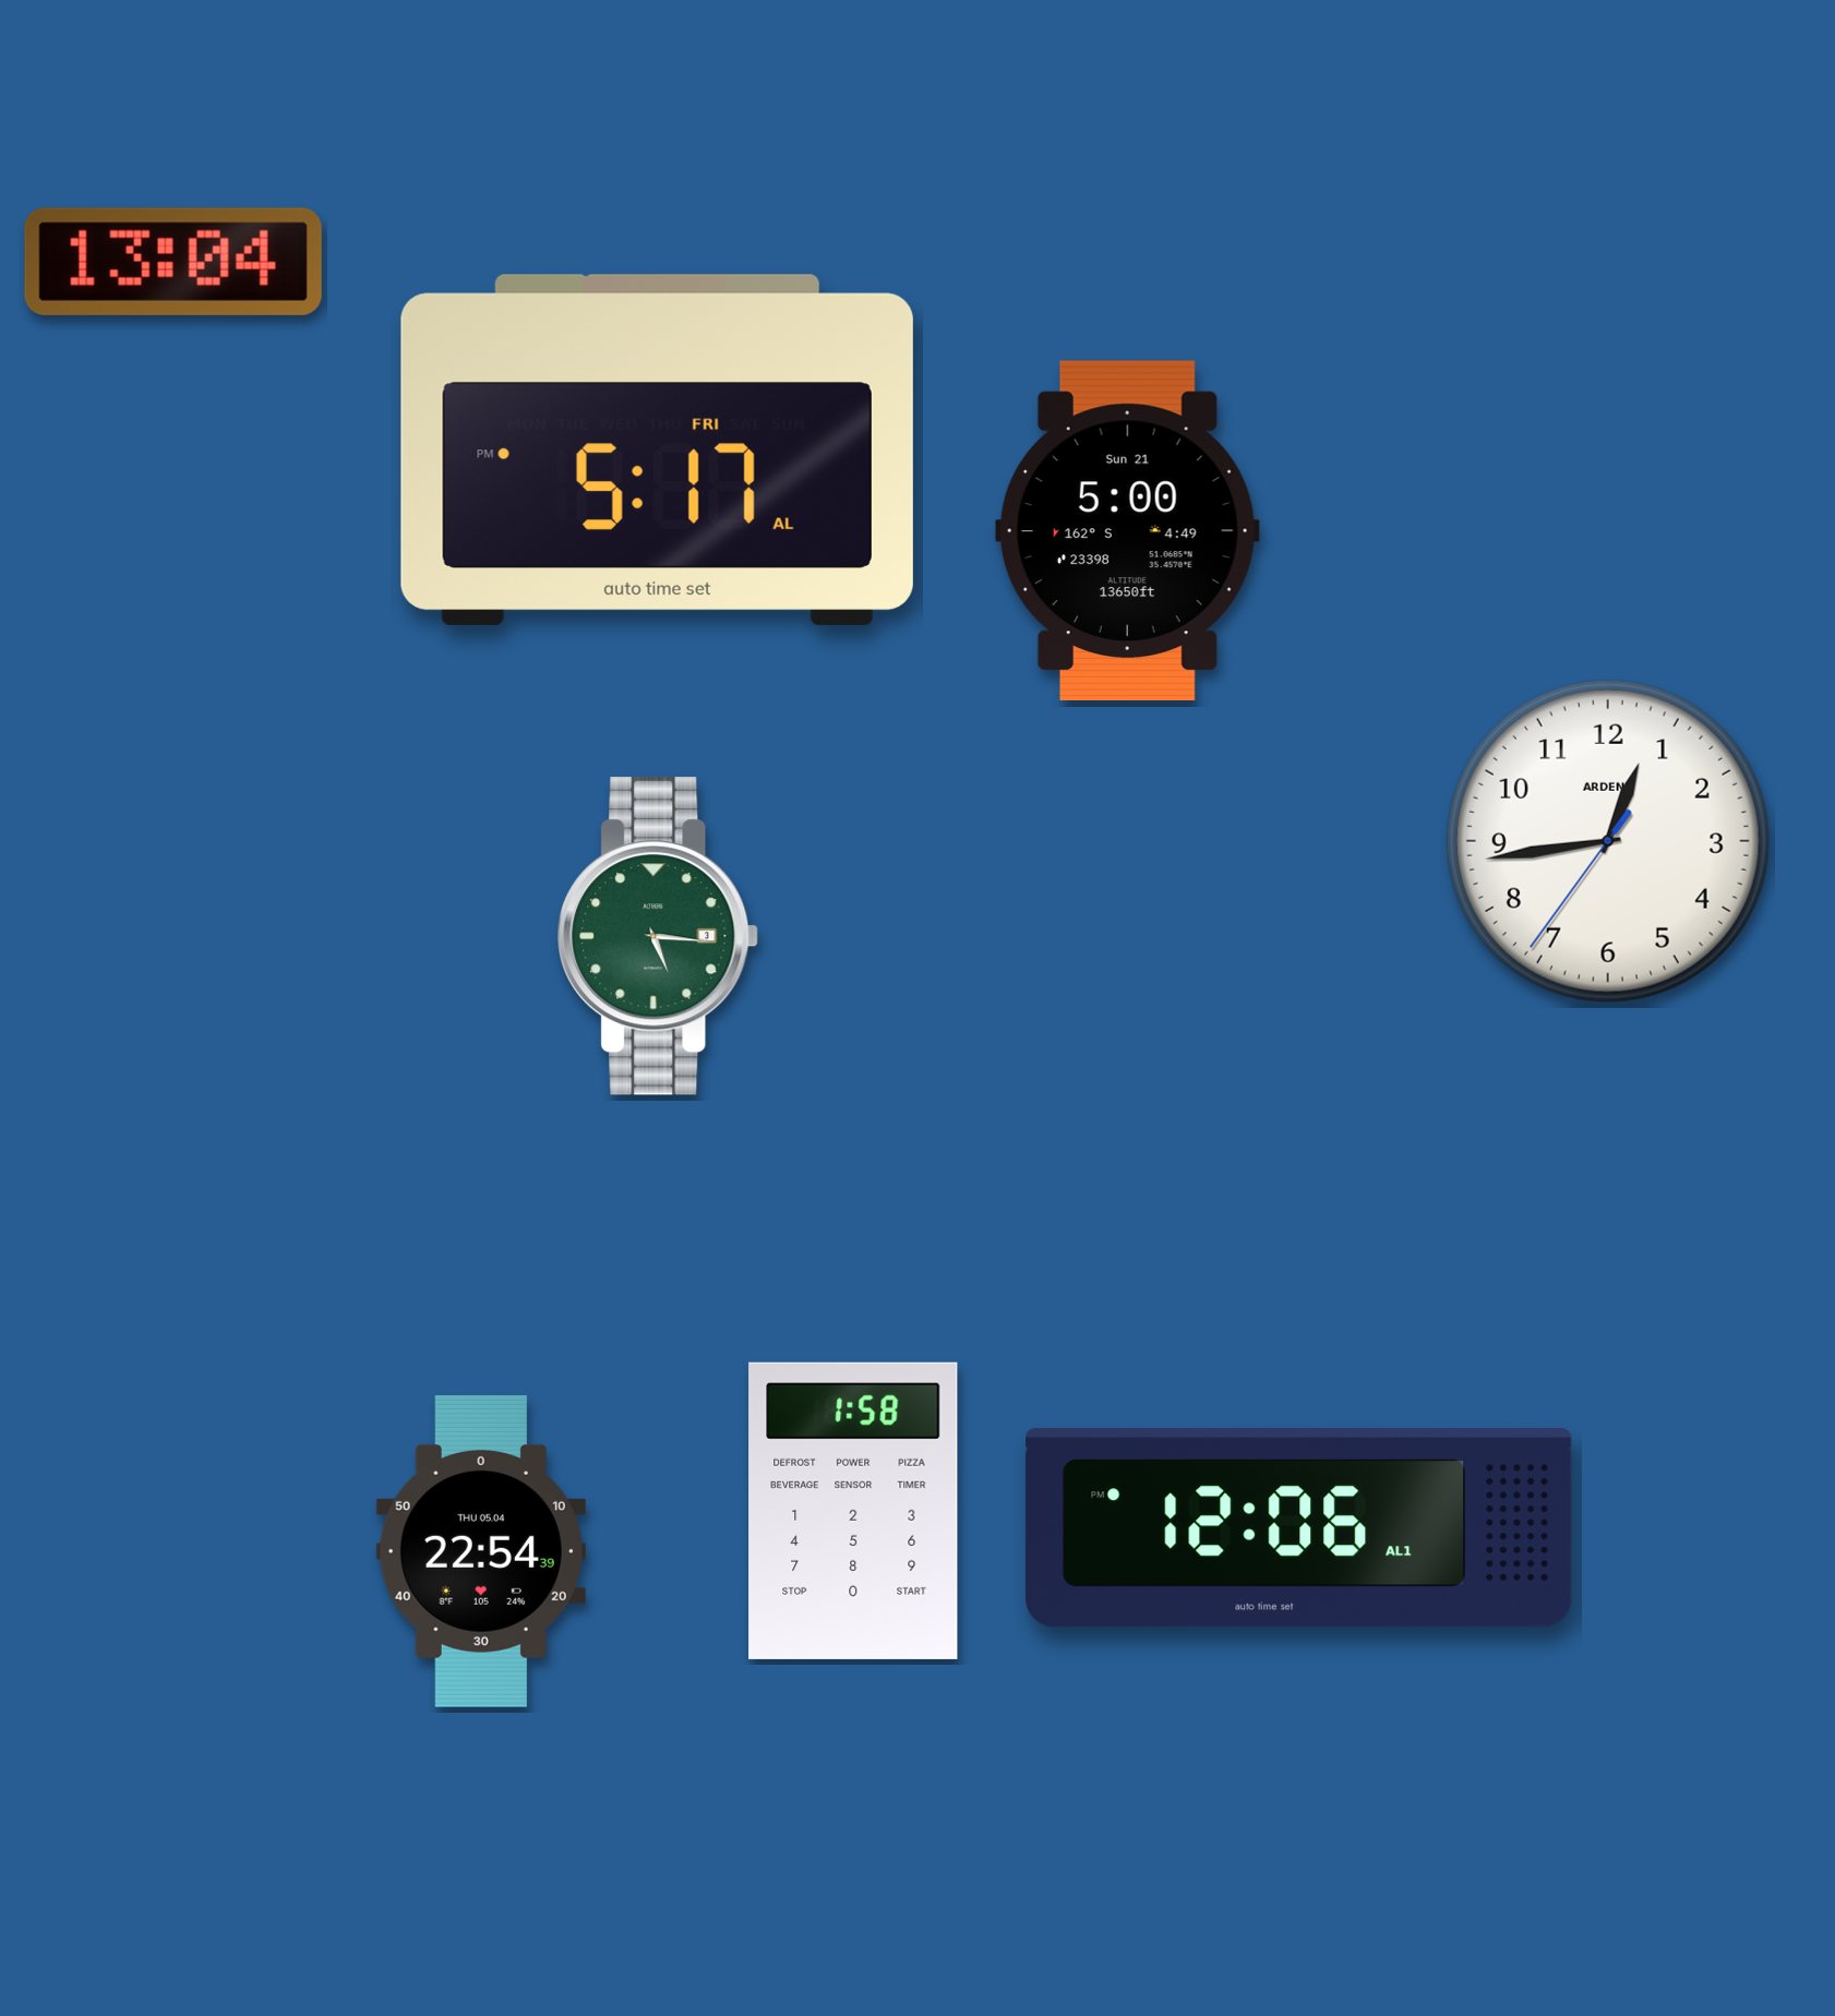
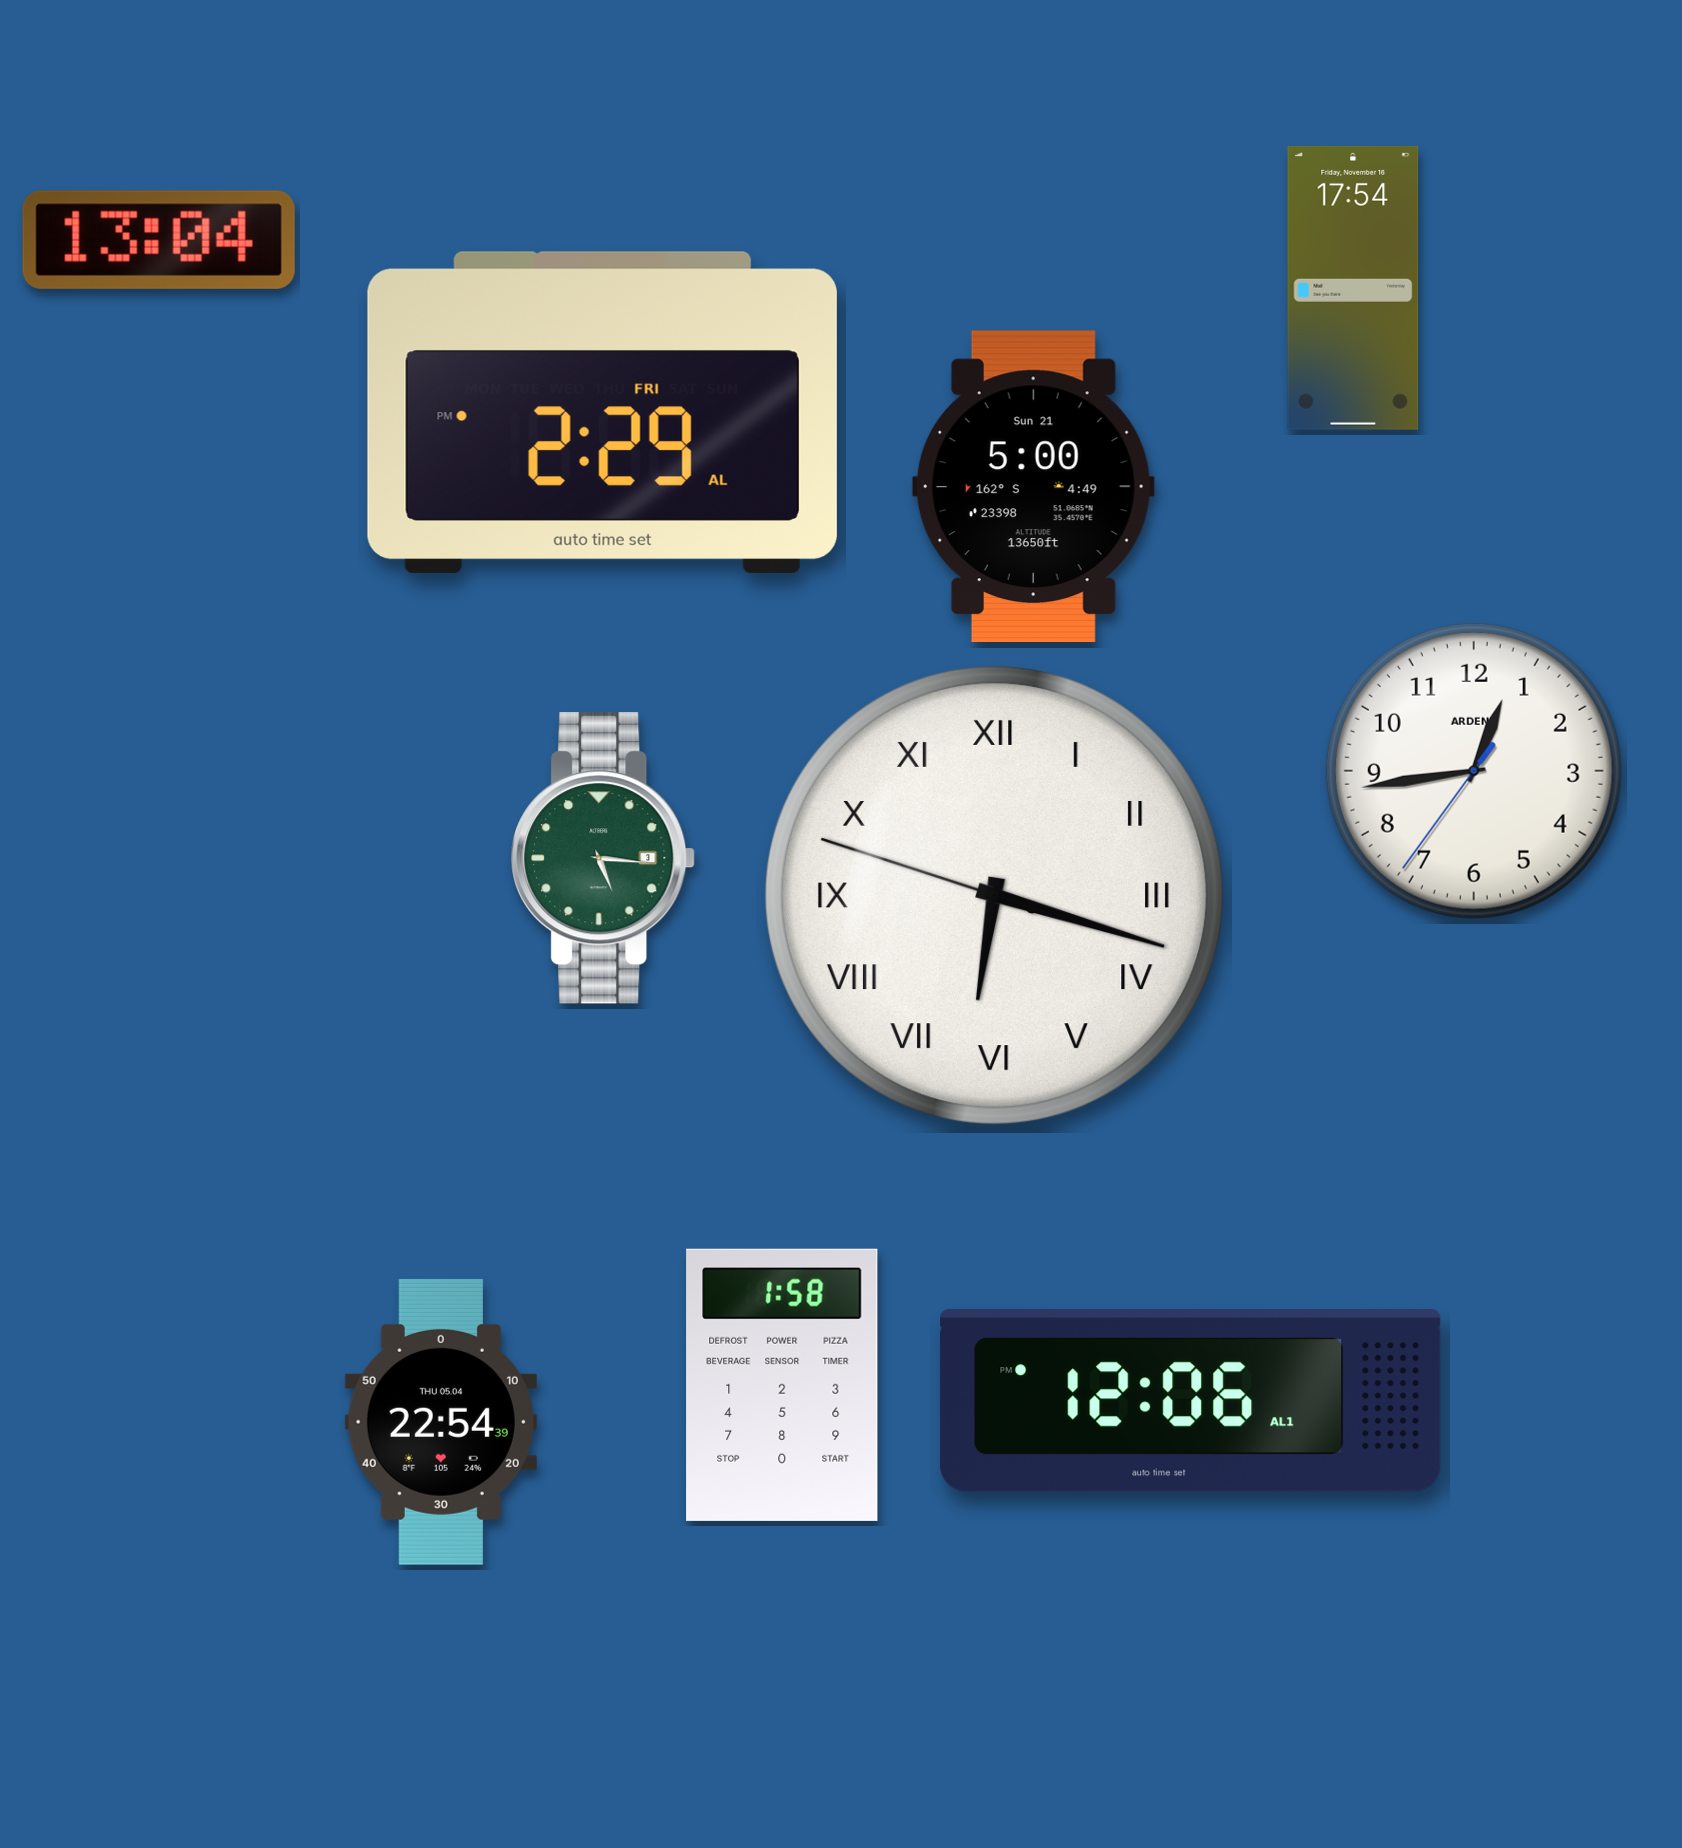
clock at (1353, 288): none -> 17:54
clock at (657, 449): 5:17 -> 2:29
clock at (994, 895): none -> 6:17
